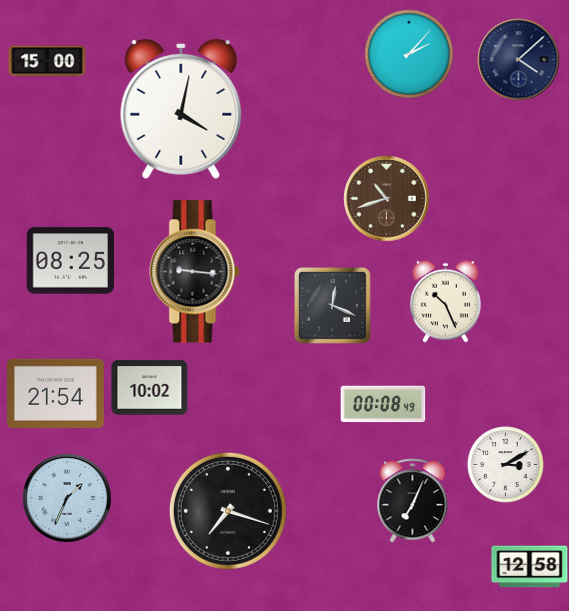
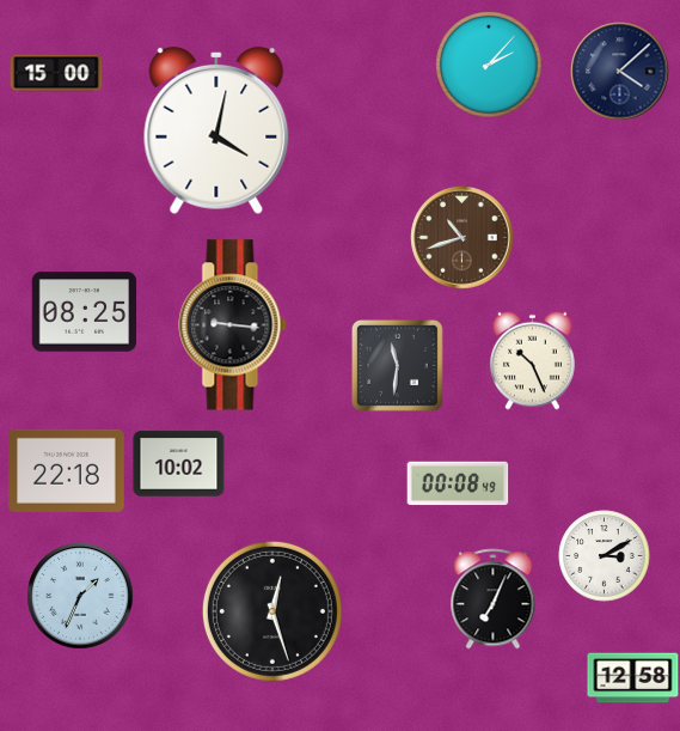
clock at (332, 305): 12:19 -> 11:31
clock at (56, 393): 21:54 -> 22:18
clock at (228, 511): 7:18 -> 12:27
